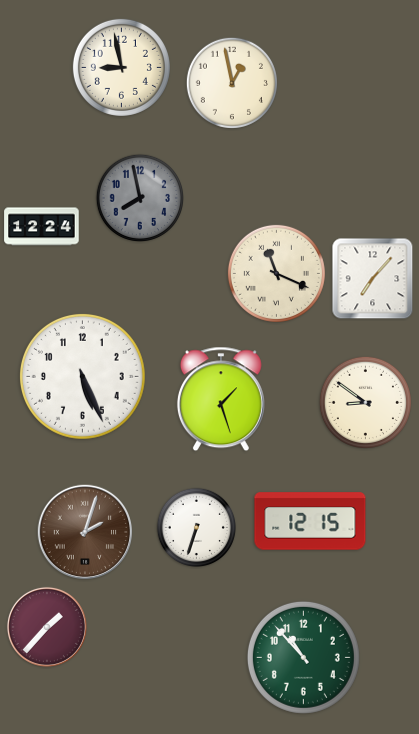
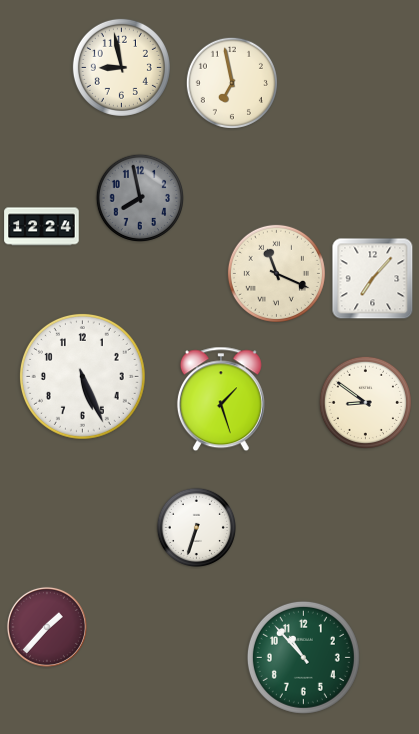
clock at (232, 83): 12:58 -> 6:58
clock at (310, 521): 12:15 -> none
clock at (84, 531): 2:03 -> none
